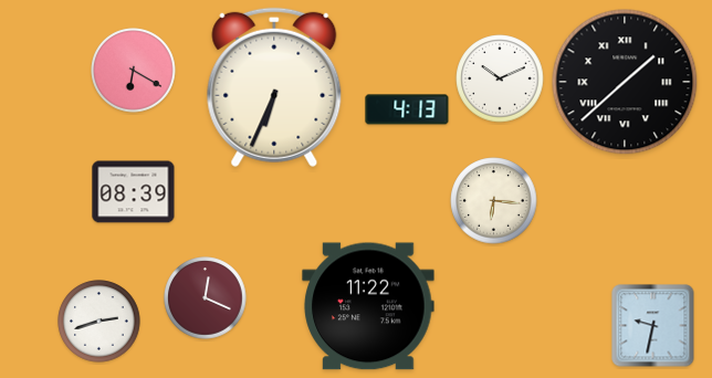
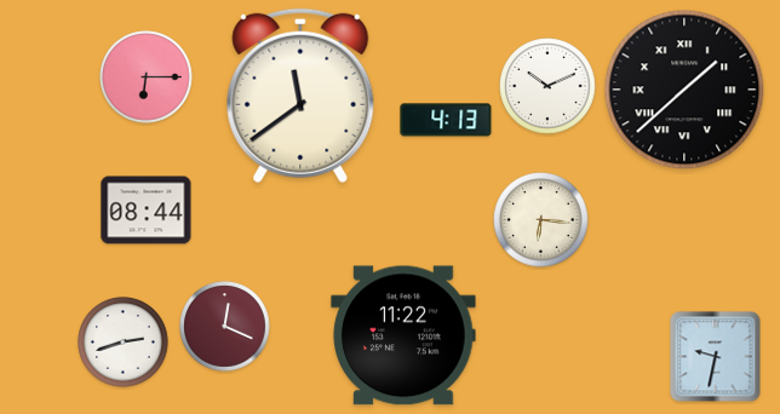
clock at (134, 71): 6:20 -> 6:15
clock at (274, 87): 6:34 -> 11:39
clock at (134, 192): 08:39 -> 08:44
clock at (100, 322) position: (100, 322) -> (124, 343)
